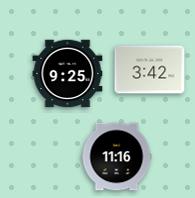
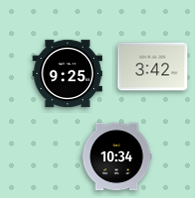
clock at (150, 70) position: (150, 70) -> (153, 67)
clock at (117, 157): 11:16 -> 10:34
